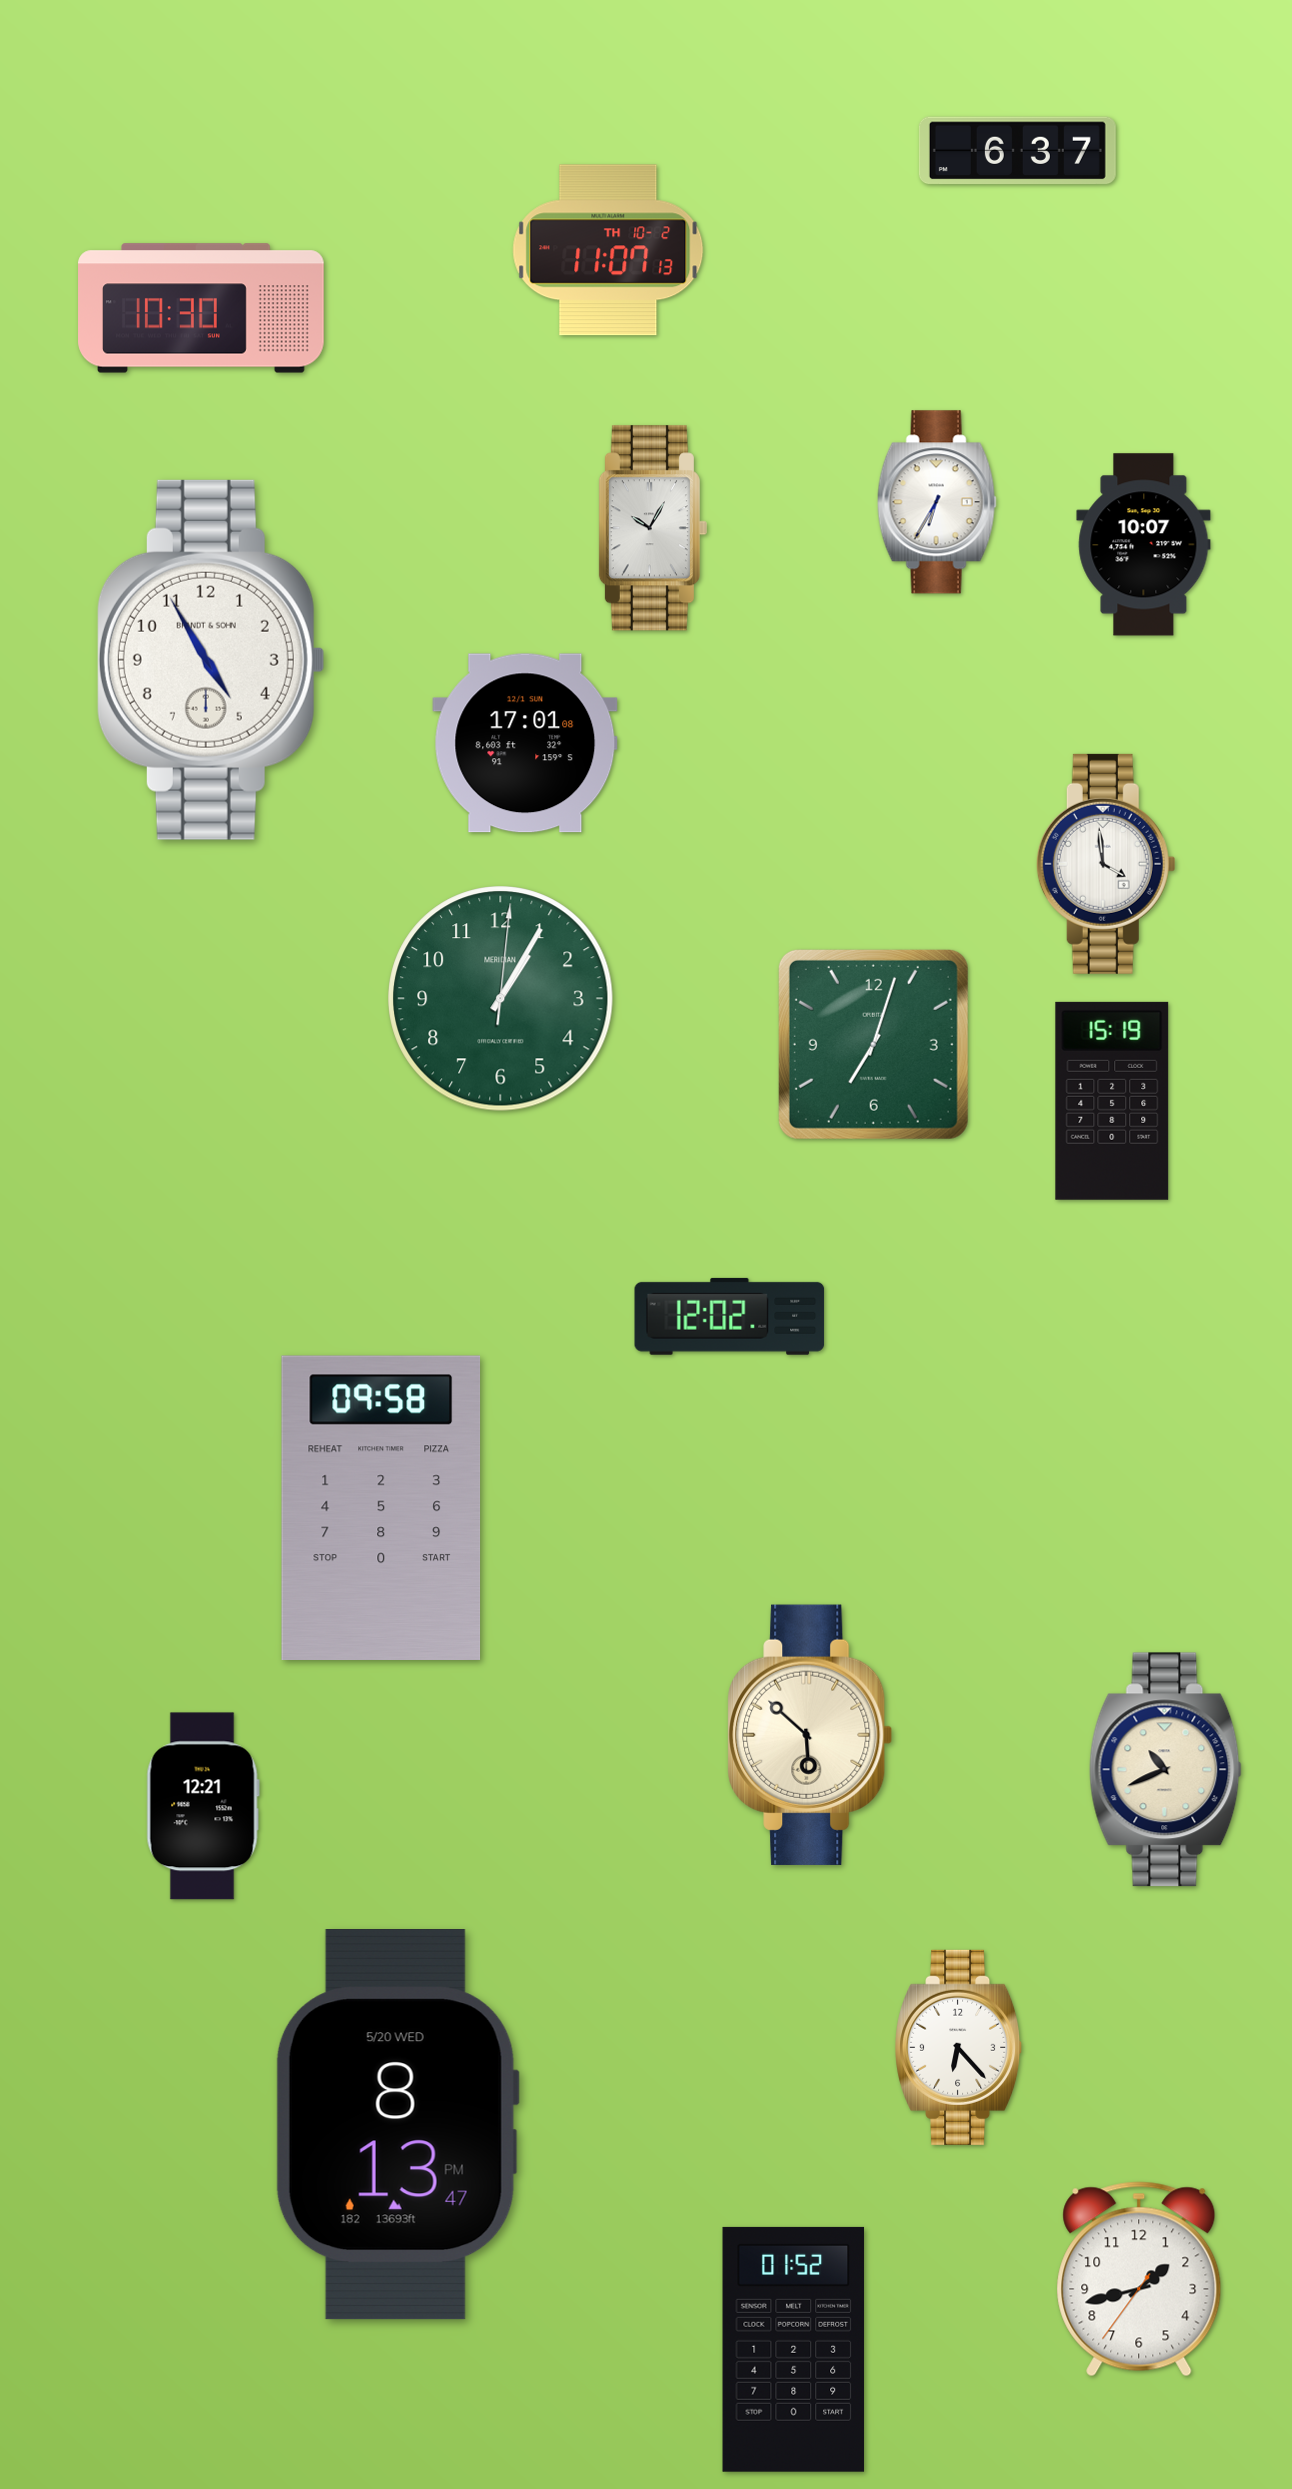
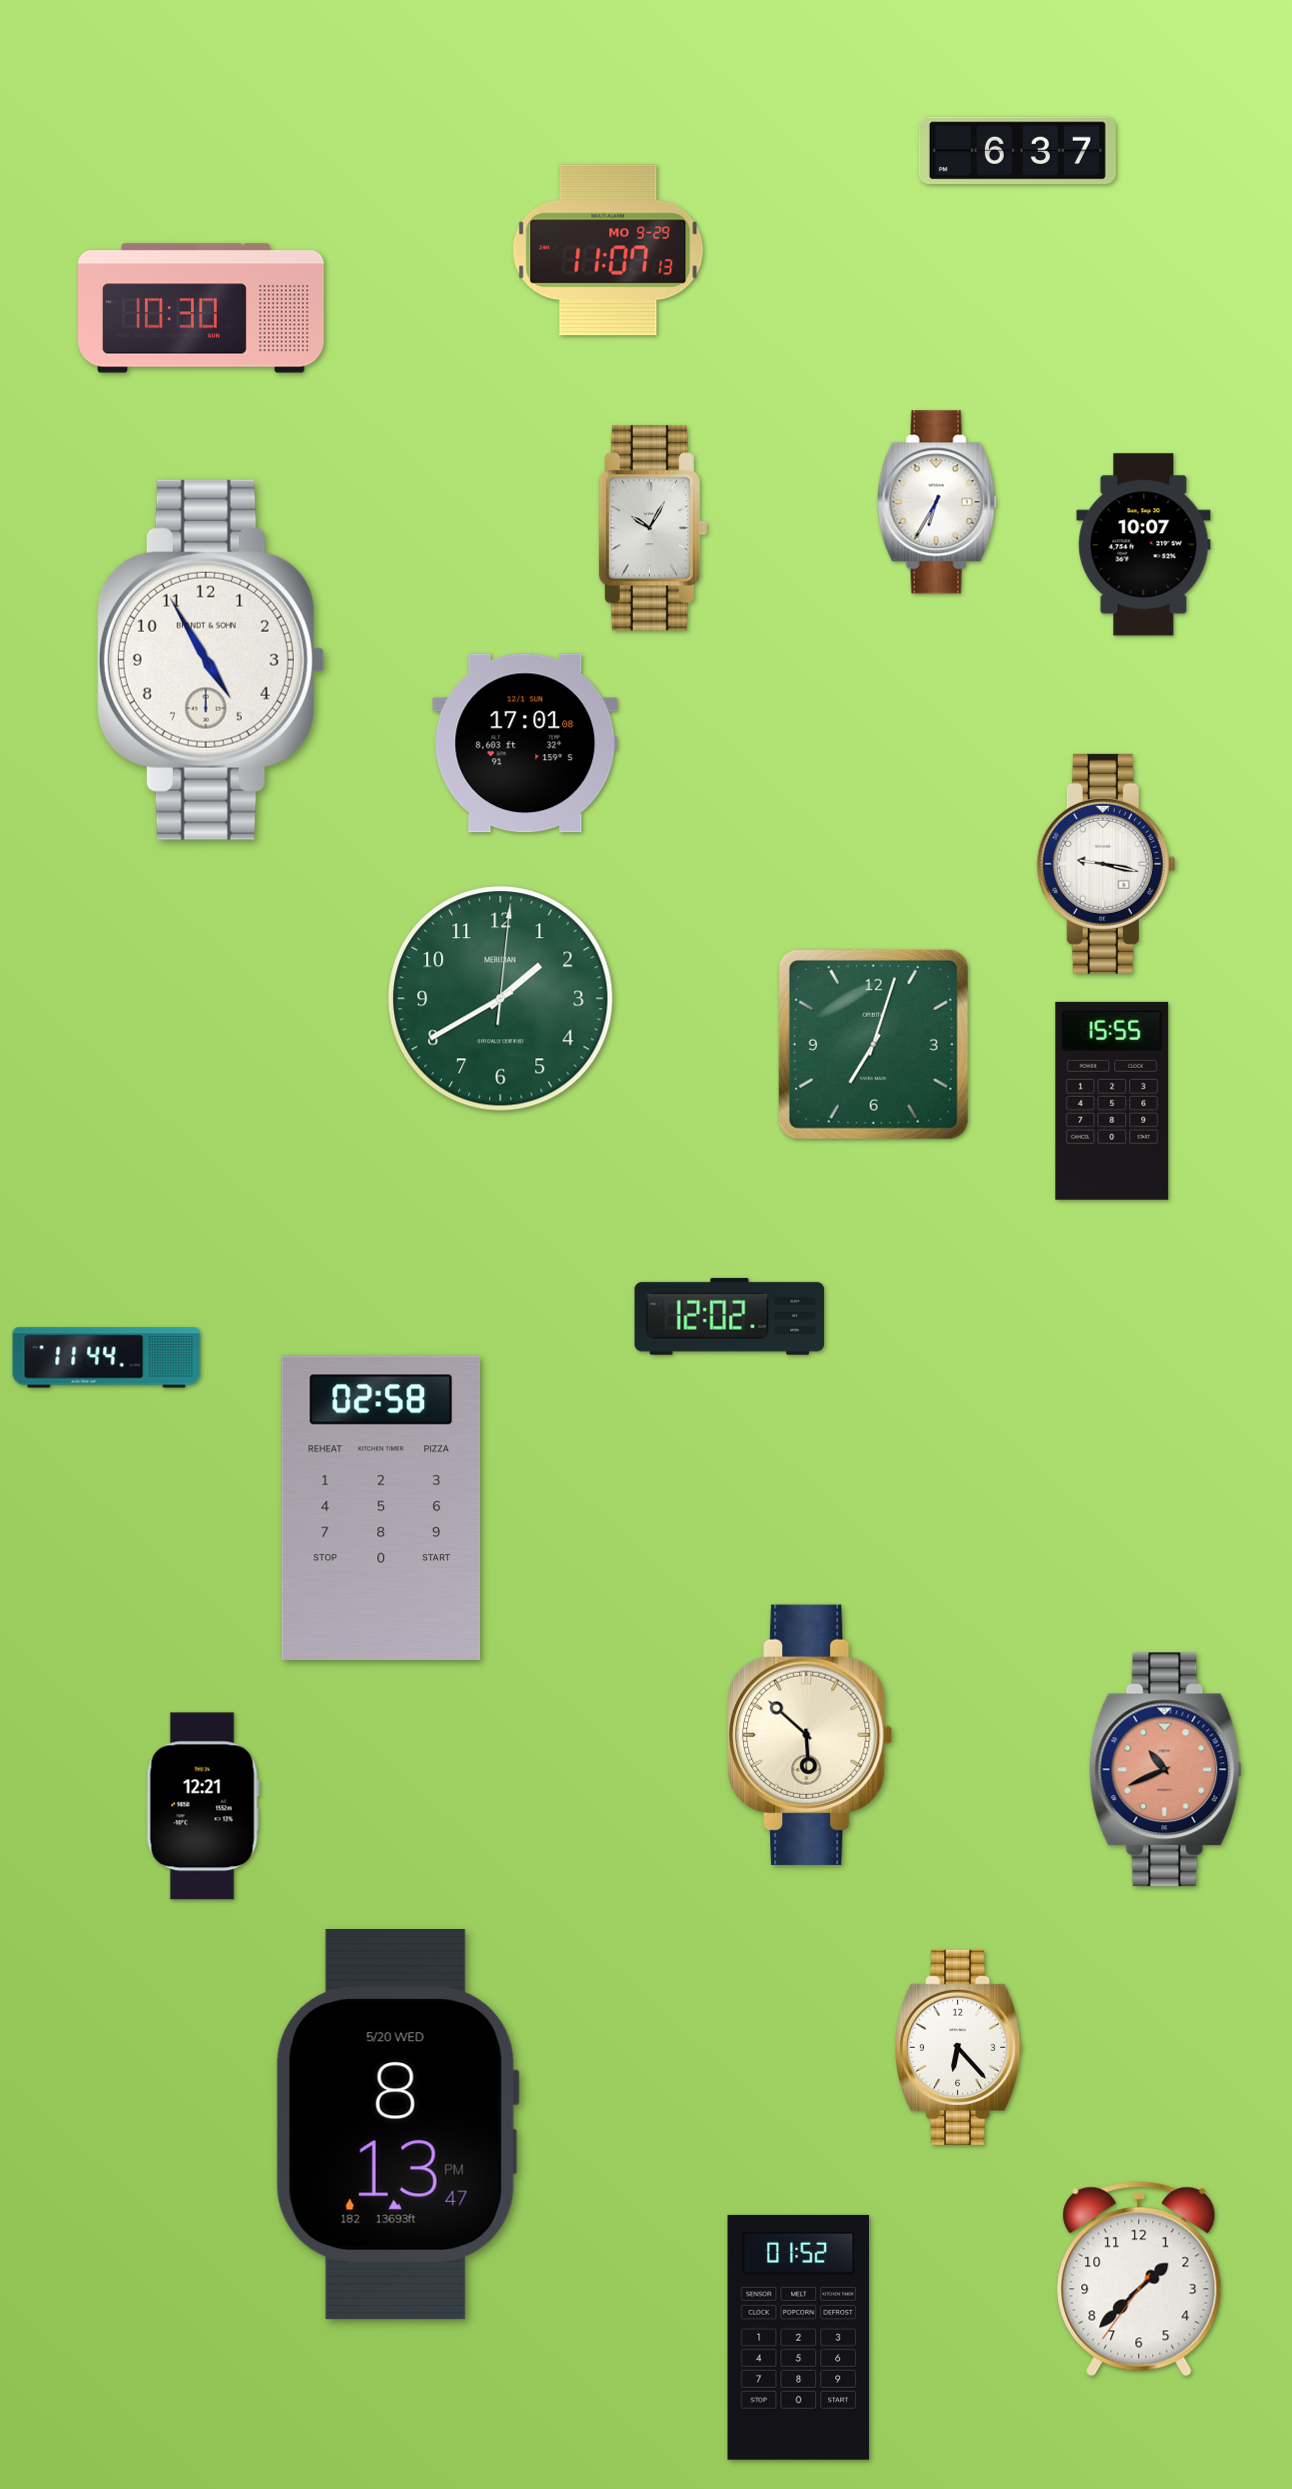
clock at (608, 250) date: TH 10-2 -> MO 9-29
clock at (1106, 864): 3:59 -> 9:17
clock at (501, 999): 1:05 -> 1:40
clock at (1112, 1101): 15:19 -> 15:55
clock at (107, 1358): none -> 11:44
clock at (381, 1507): 09:58 -> 02:58
clock at (1166, 1770) dial: cream -> salmon
clock at (1139, 2279): 1:42 -> 1:37
clock at (794, 2349) position: (794, 2349) -> (799, 2337)
